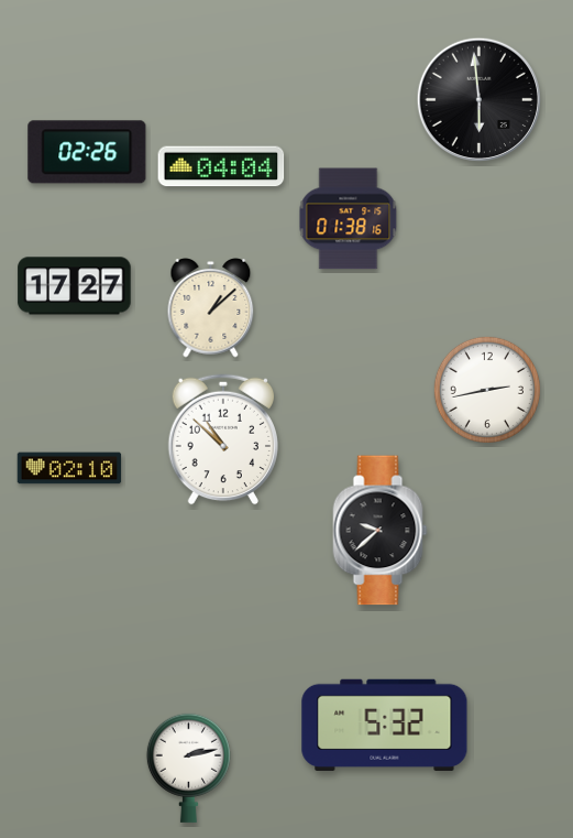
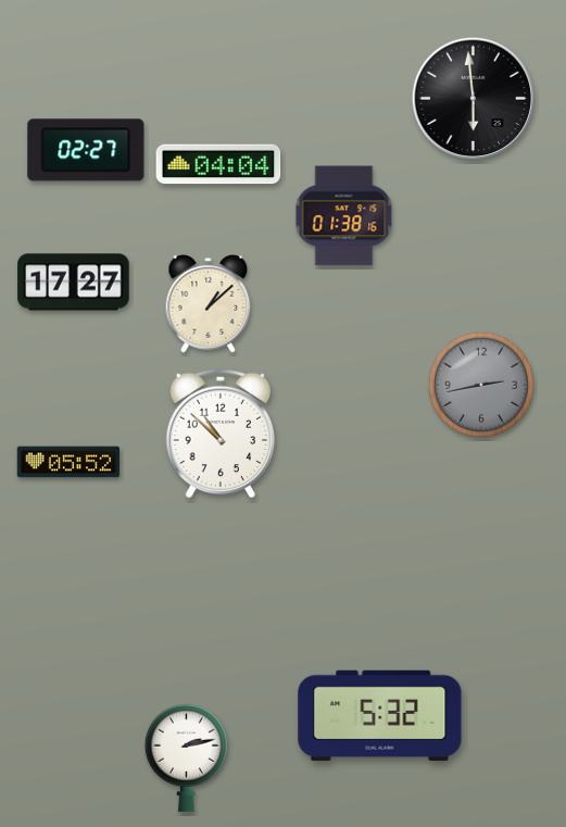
clock at (87, 152): 02:26 -> 02:27
clock at (487, 390) dial: white -> grey
clock at (69, 468): 02:10 -> 05:52
clock at (381, 531): 9:38 -> none
